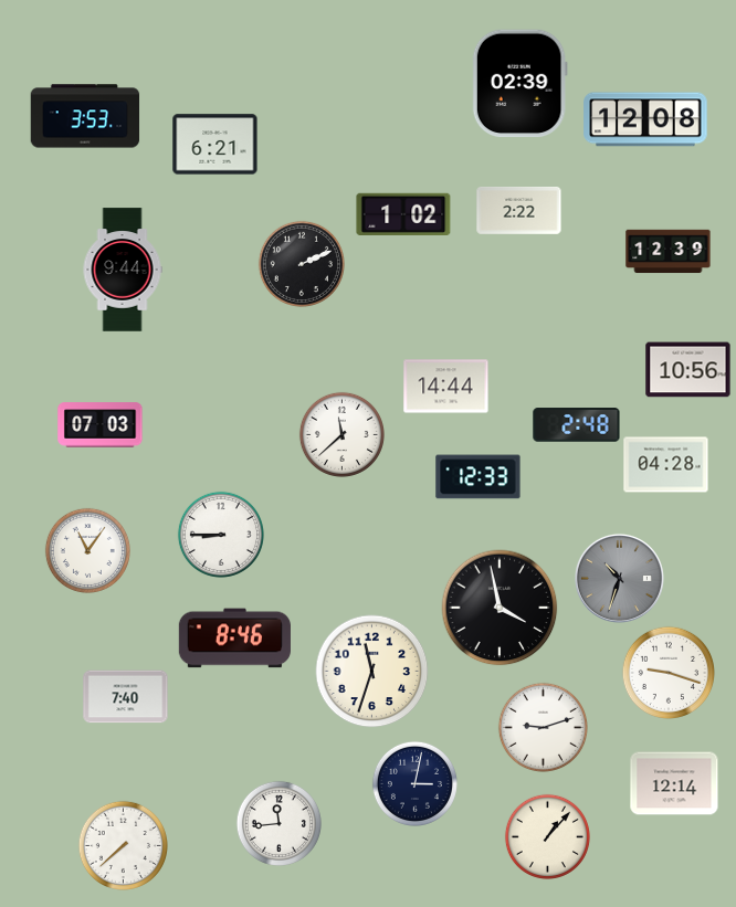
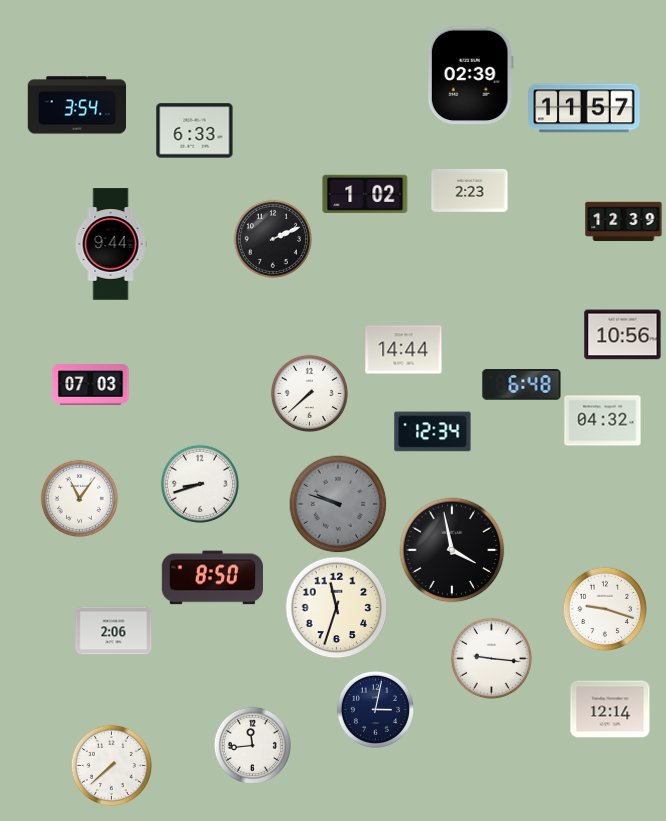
clock at (85, 116): 3:53 -> 3:54
clock at (645, 119): 12:08 -> 11:57
clock at (215, 145): 6:21 -> 6:33
clock at (519, 210): 2:22 -> 2:23
clock at (669, 252) position: (669, 252) -> (624, 222)
clock at (577, 425): 2:48 -> 6:48
clock at (341, 434): 11:38 -> 7:38
clock at (666, 465): 04:28 -> 04:32
clock at (479, 477): 12:33 -> 12:34
clock at (221, 535): 8:45 -> 8:42
clock at (338, 504): none -> 9:48
clock at (619, 578): 10:33 -> none
clock at (234, 639): 8:46 -> 8:50
clock at (126, 697): 7:40 -> 2:06
clock at (543, 727): 9:12 -> 9:16
clock at (547, 836): 1:07 -> none
